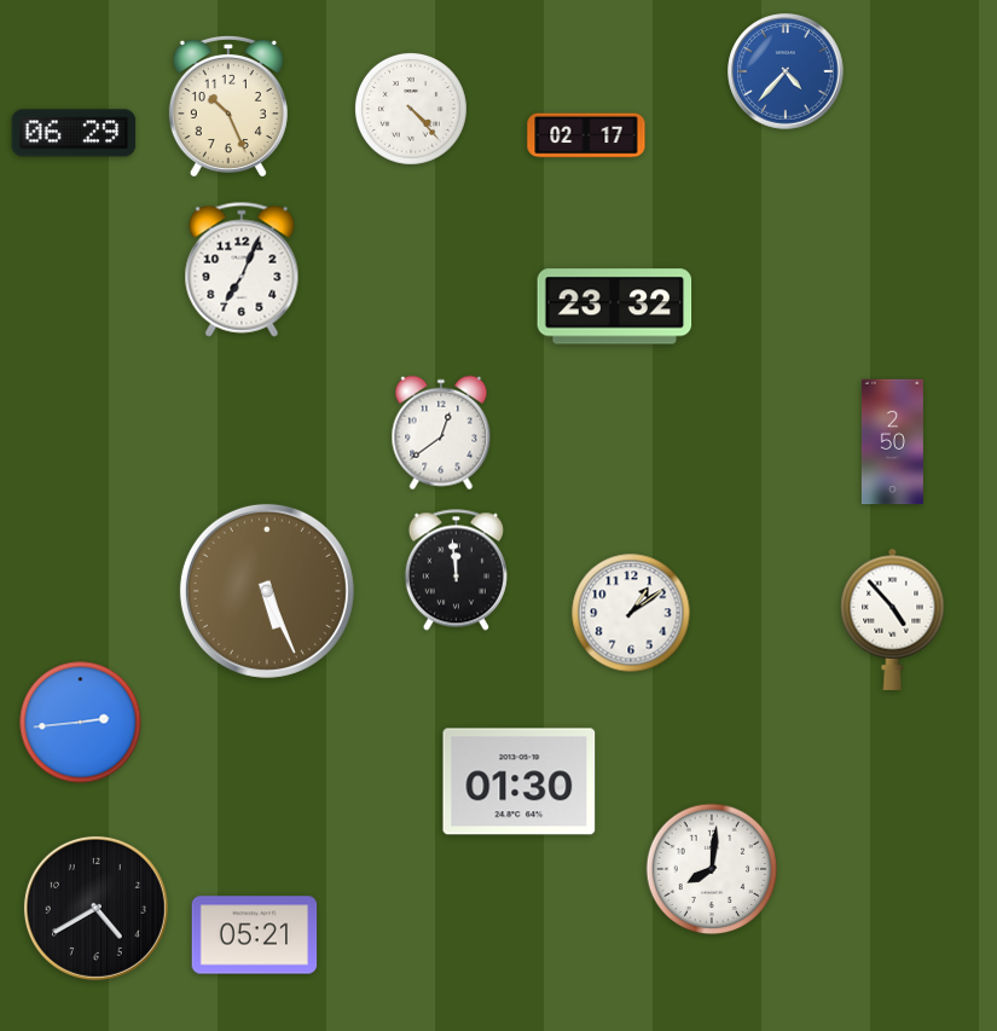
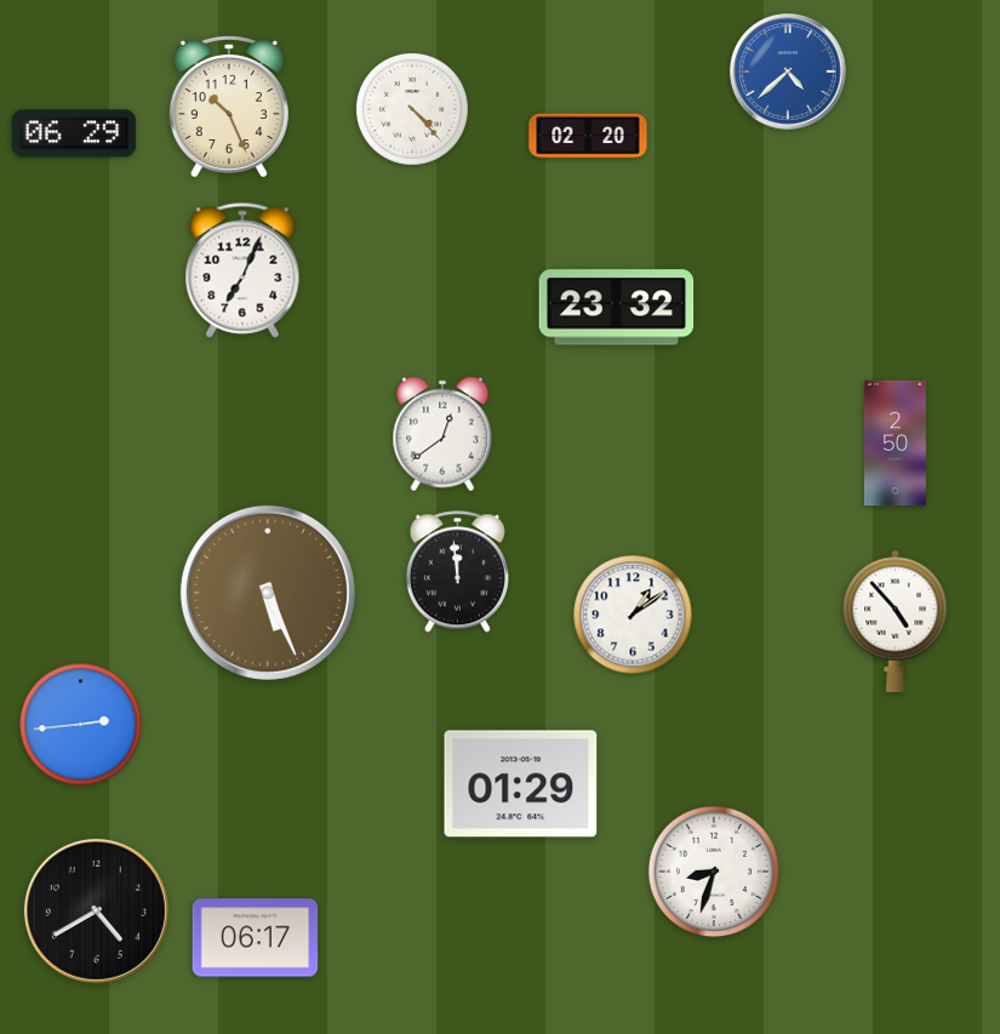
clock at (786, 71): 4:37 -> 4:38
clock at (586, 135): 02:17 -> 02:20
clock at (520, 782): 01:30 -> 01:29
clock at (712, 869): 8:01 -> 8:33
clock at (255, 936): 05:21 -> 06:17
